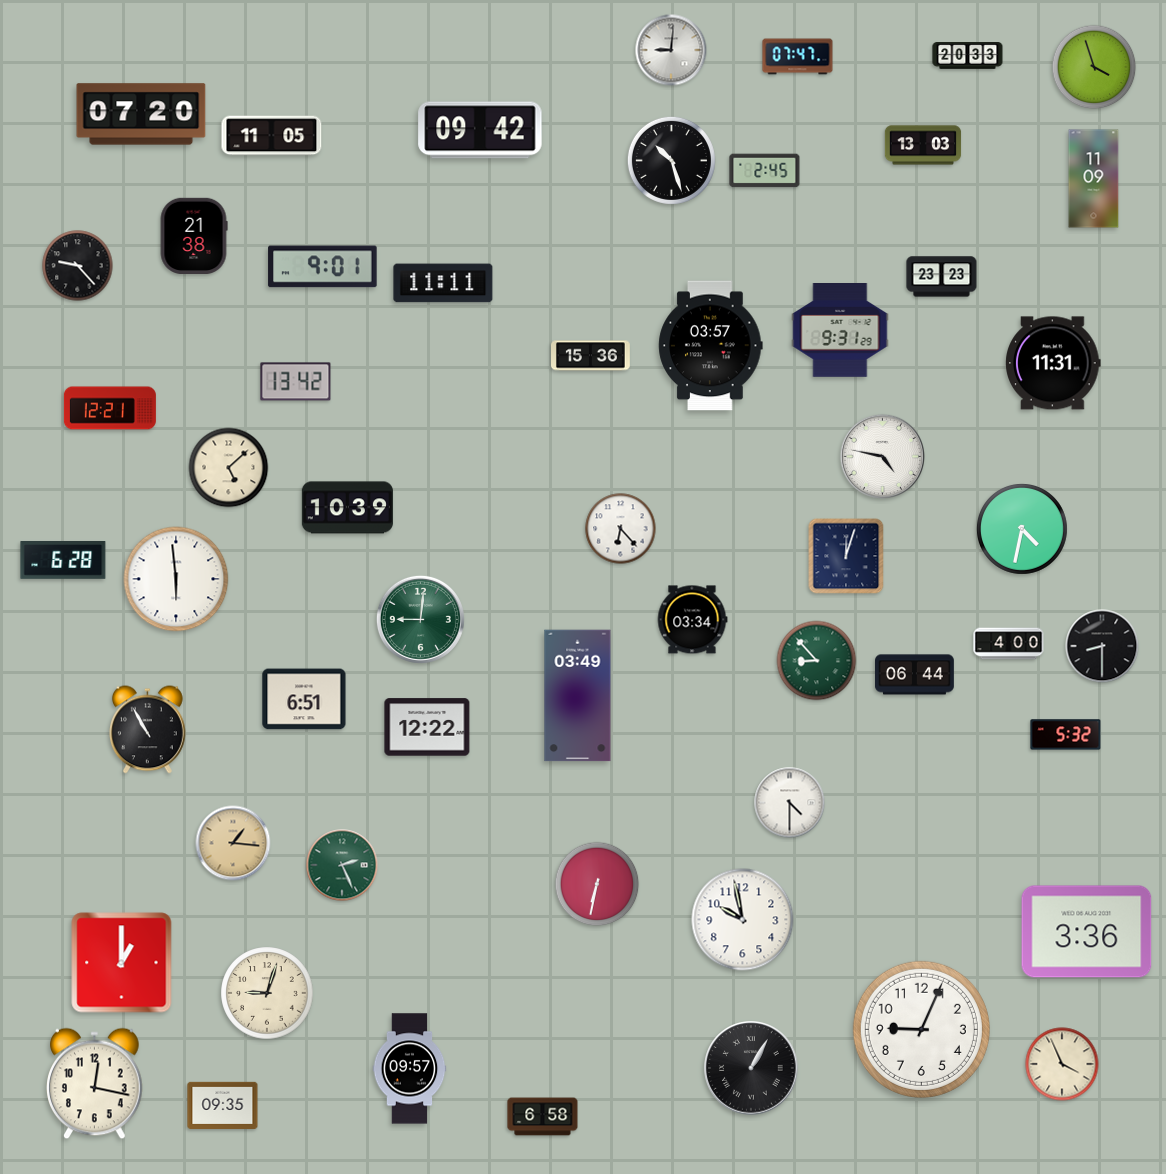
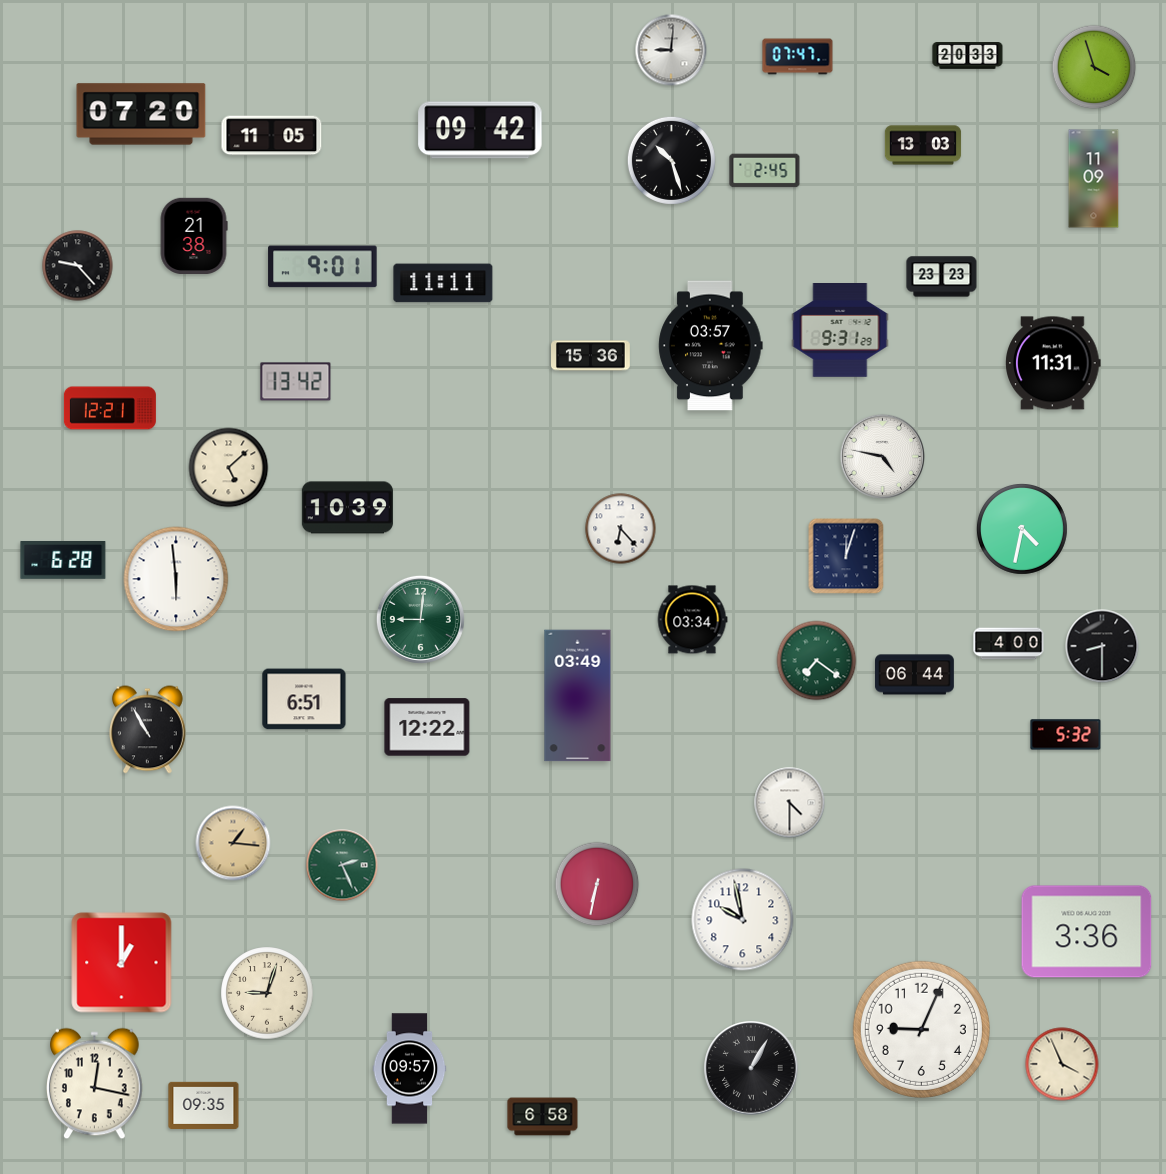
clock at (817, 661): 8:53 -> 7:21
clock at (223, 1105) position: (223, 1105) -> (204, 1105)
